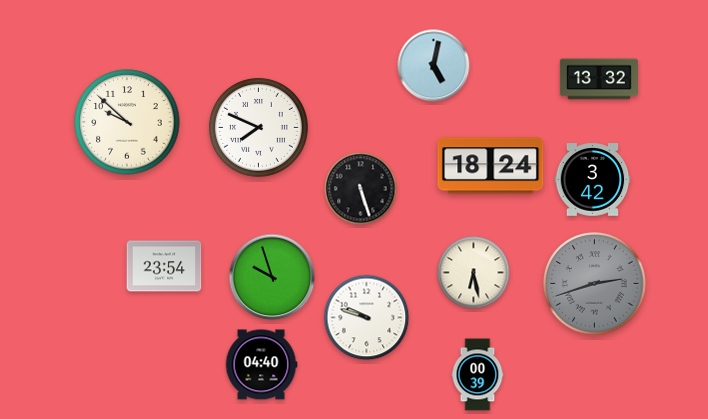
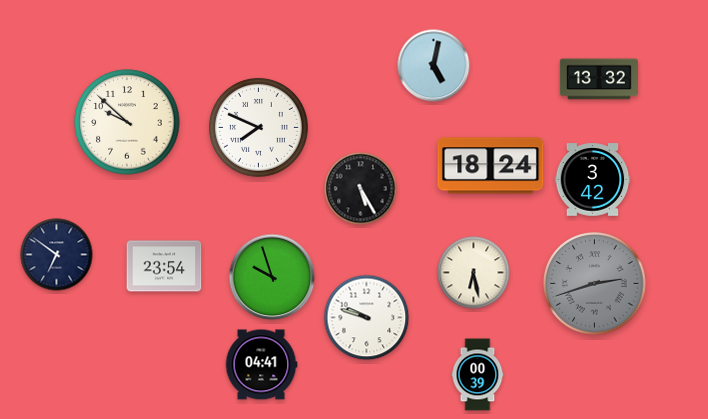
clock at (361, 189): 5:27 -> 5:25
clock at (57, 255): none -> 6:51
clock at (261, 365): 04:40 -> 04:41
